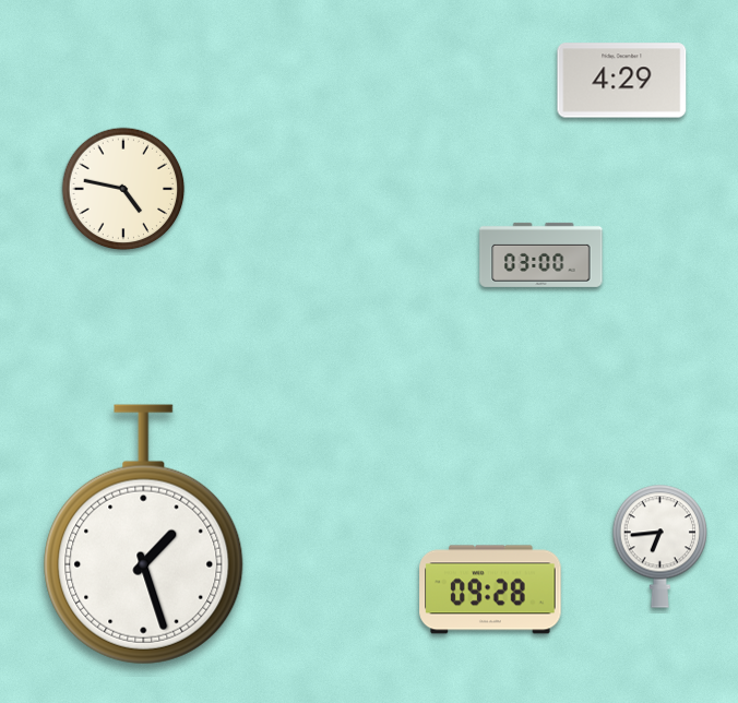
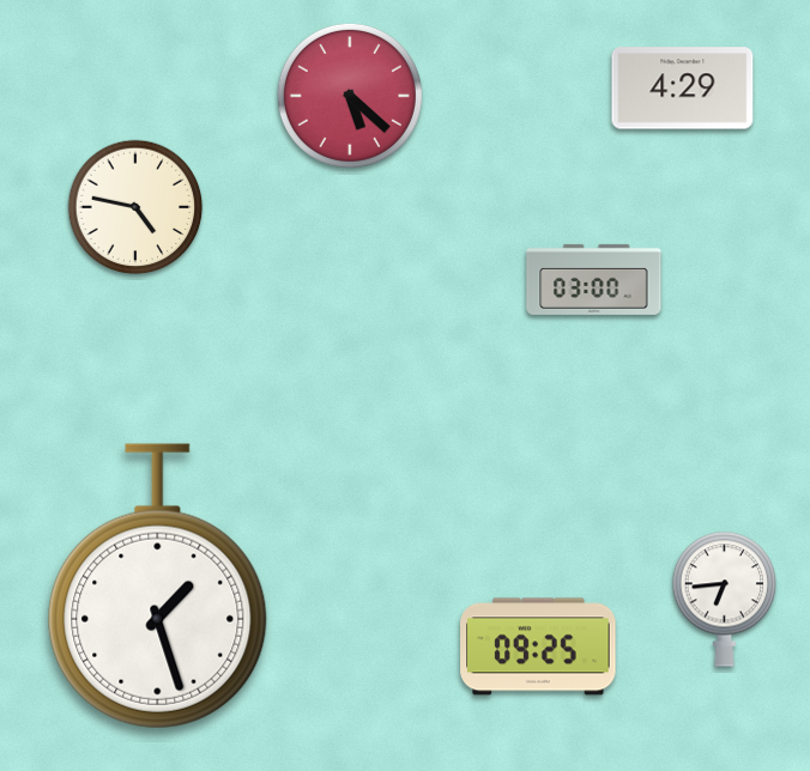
clock at (350, 96): none -> 5:22
clock at (490, 589): 09:28 -> 09:25
